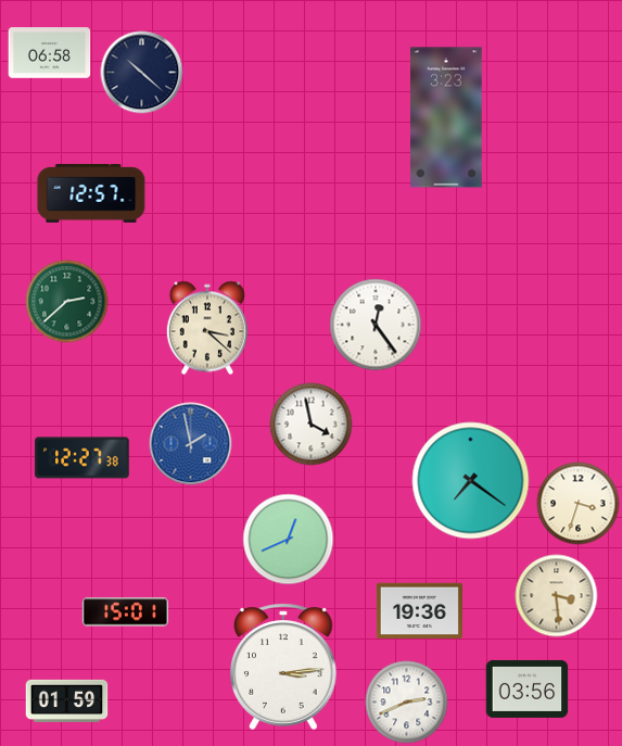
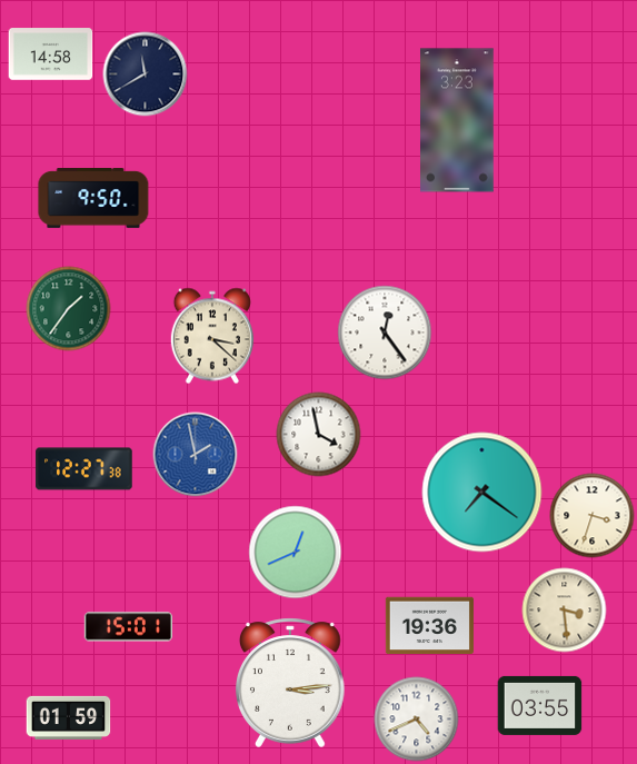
clock at (50, 53): 06:58 -> 14:58
clock at (142, 73): 10:22 -> 11:40
clock at (91, 194): 12:57 -> 9:50
clock at (67, 302): 2:38 -> 1:36
clock at (557, 596) position: (557, 596) -> (565, 611)
clock at (528, 688): 03:56 -> 03:55
clock at (407, 703): 2:41 -> 4:41
